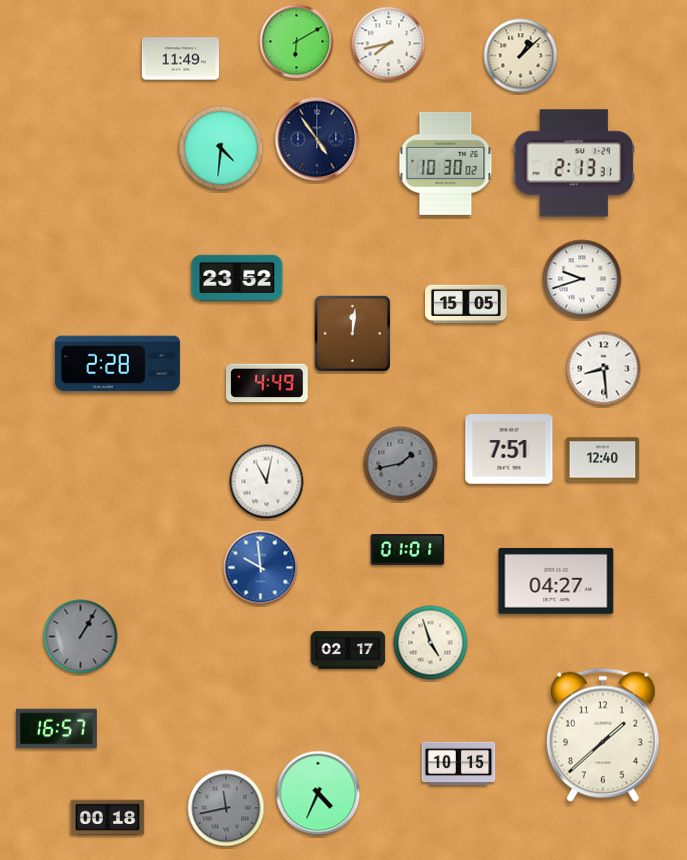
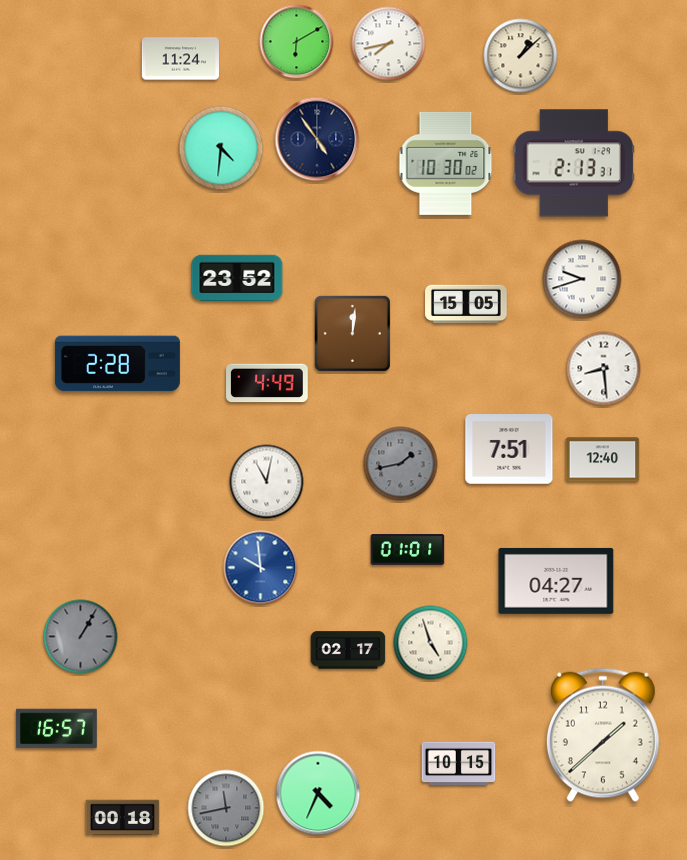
clock at (180, 59): 11:49 -> 11:24
clock at (108, 818) position: (108, 818) -> (123, 818)
